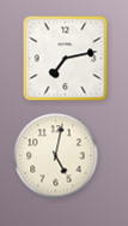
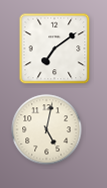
clock at (66, 59): 7:13 -> 7:09
